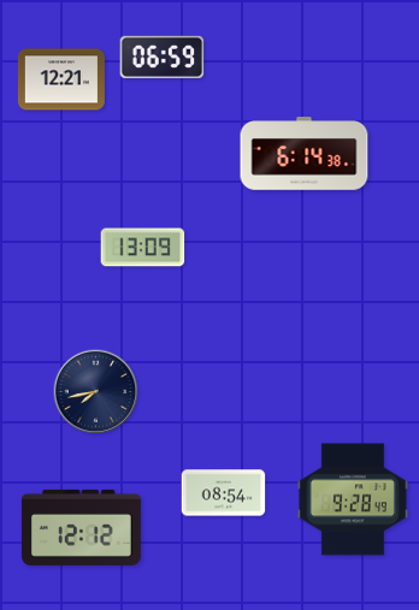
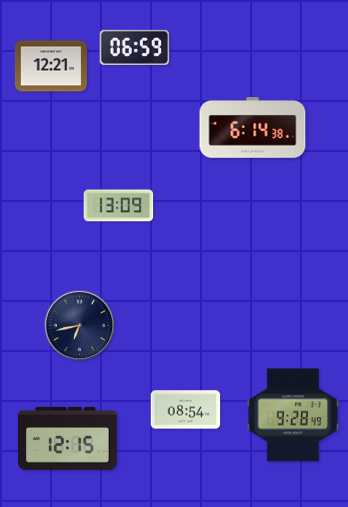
clock at (96, 392): 7:43 -> 6:43
clock at (81, 527): 12:12 -> 12:15
